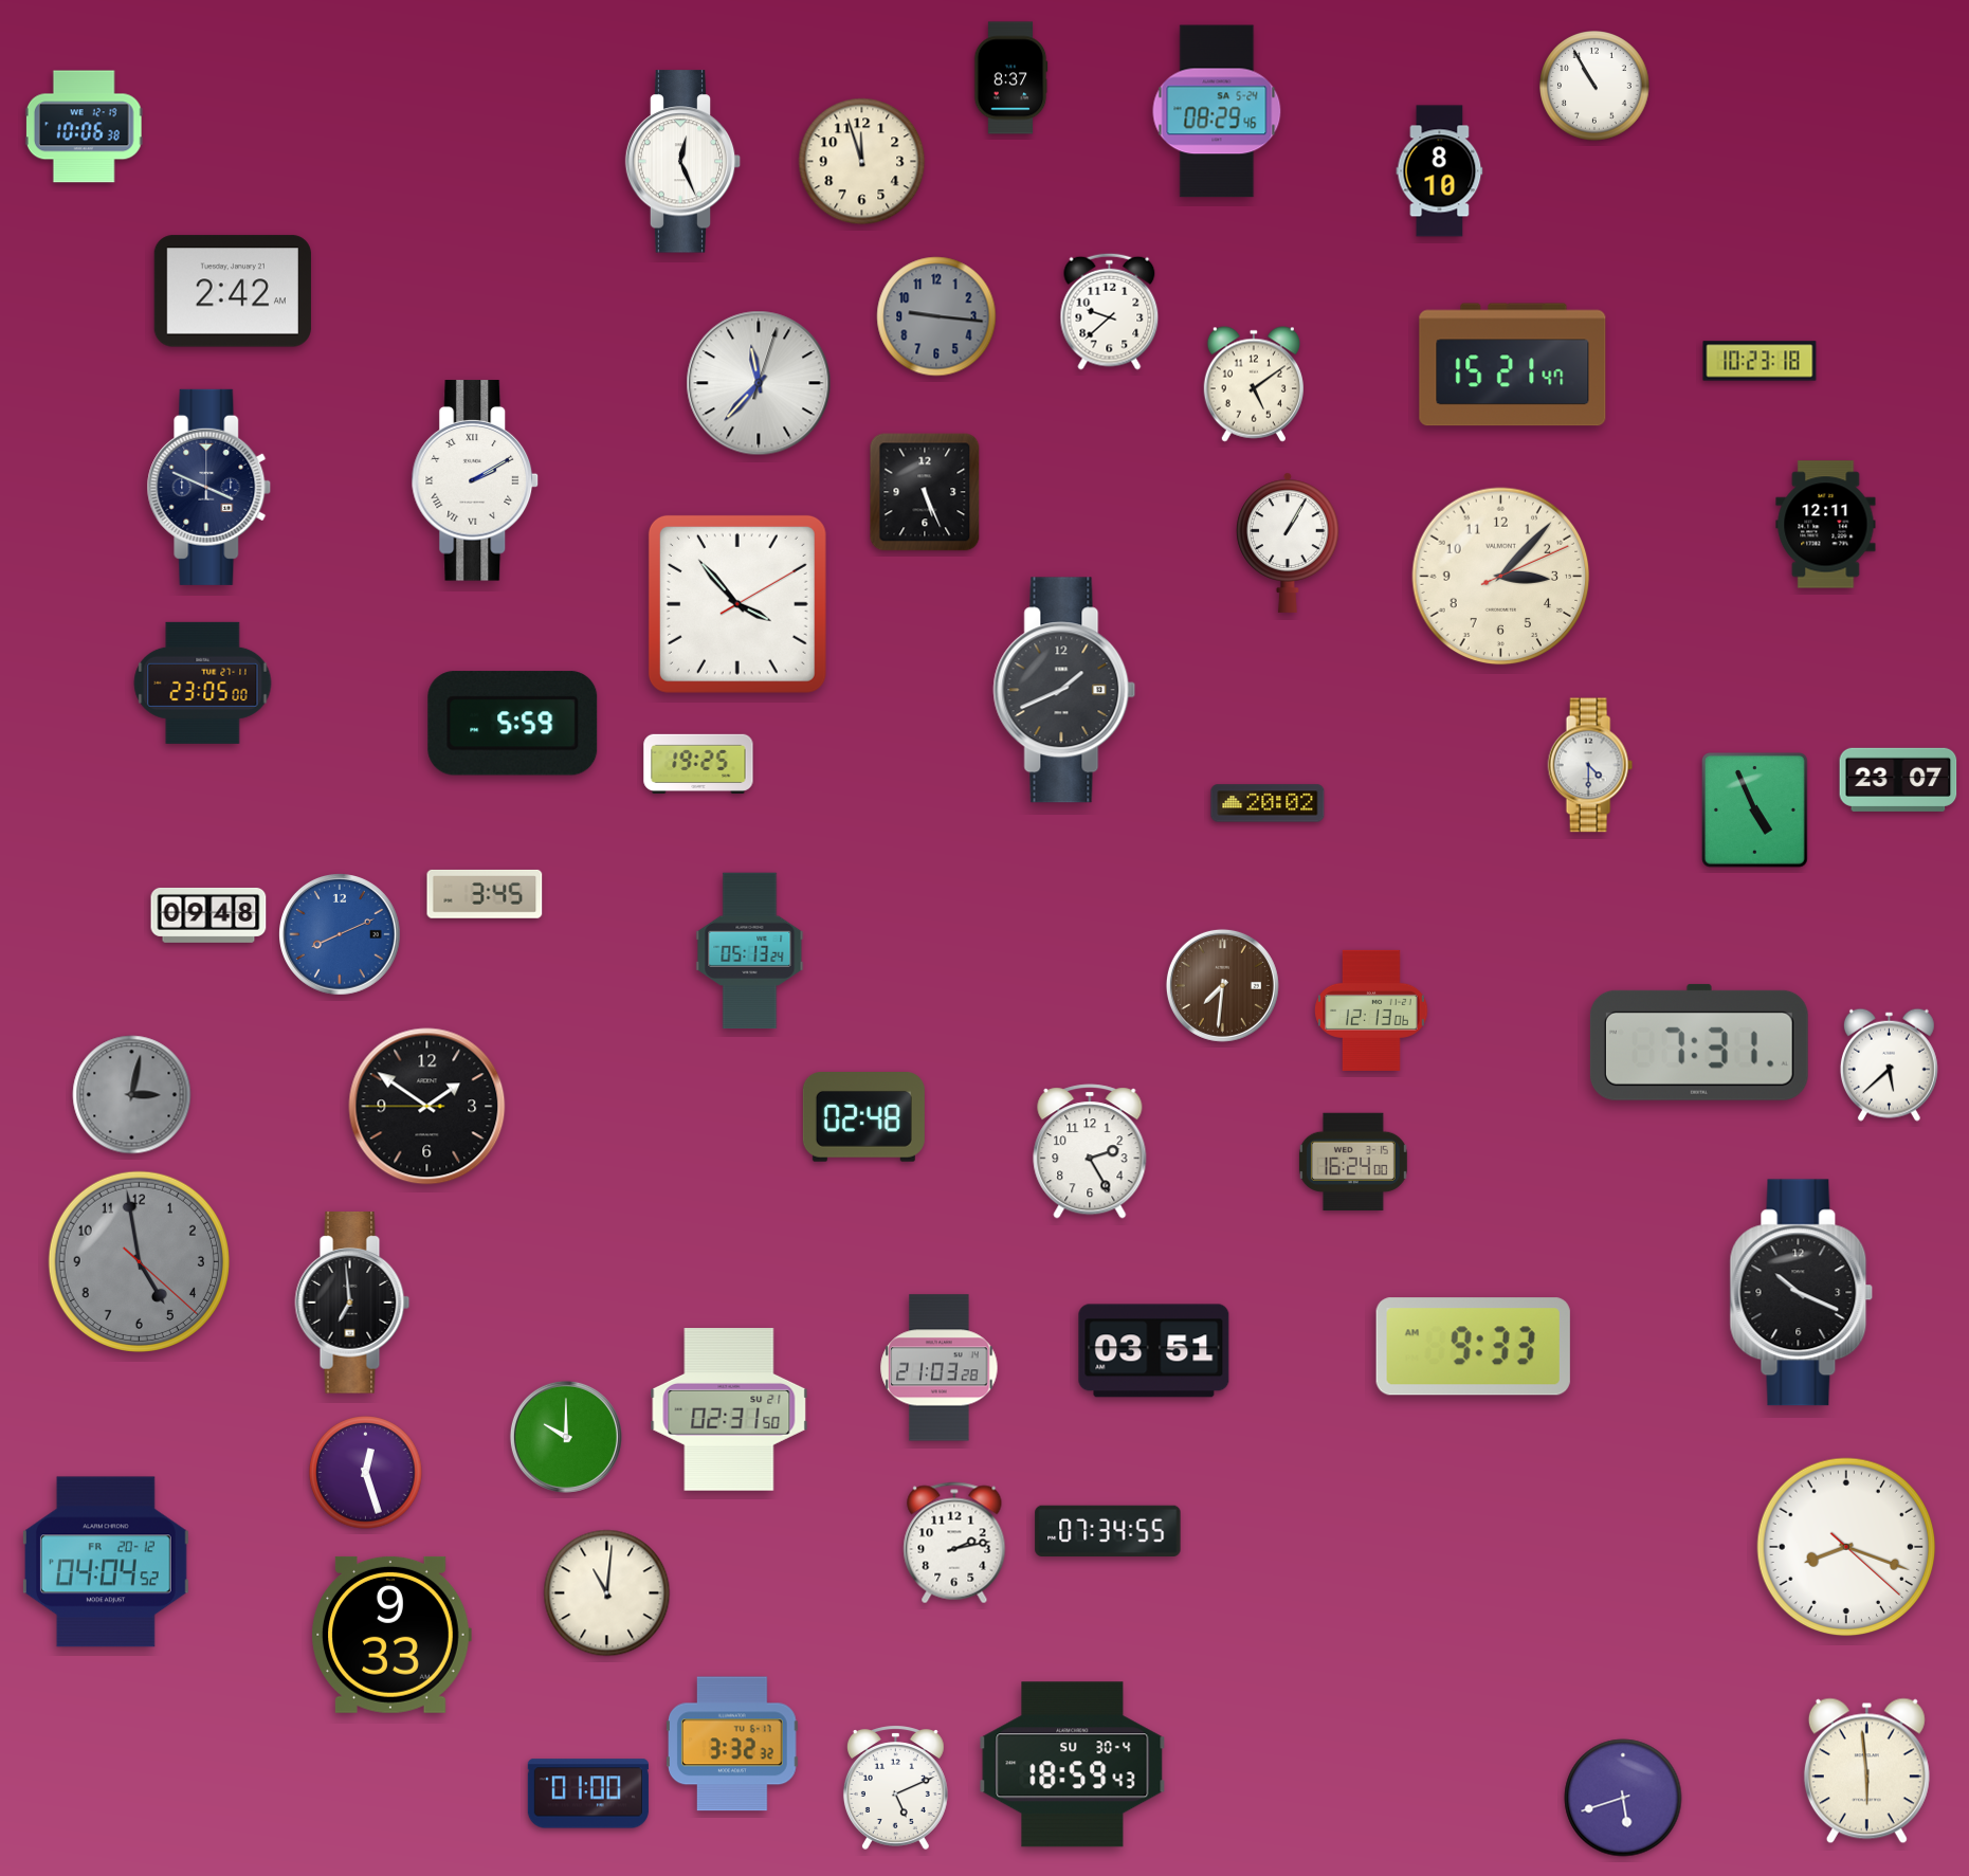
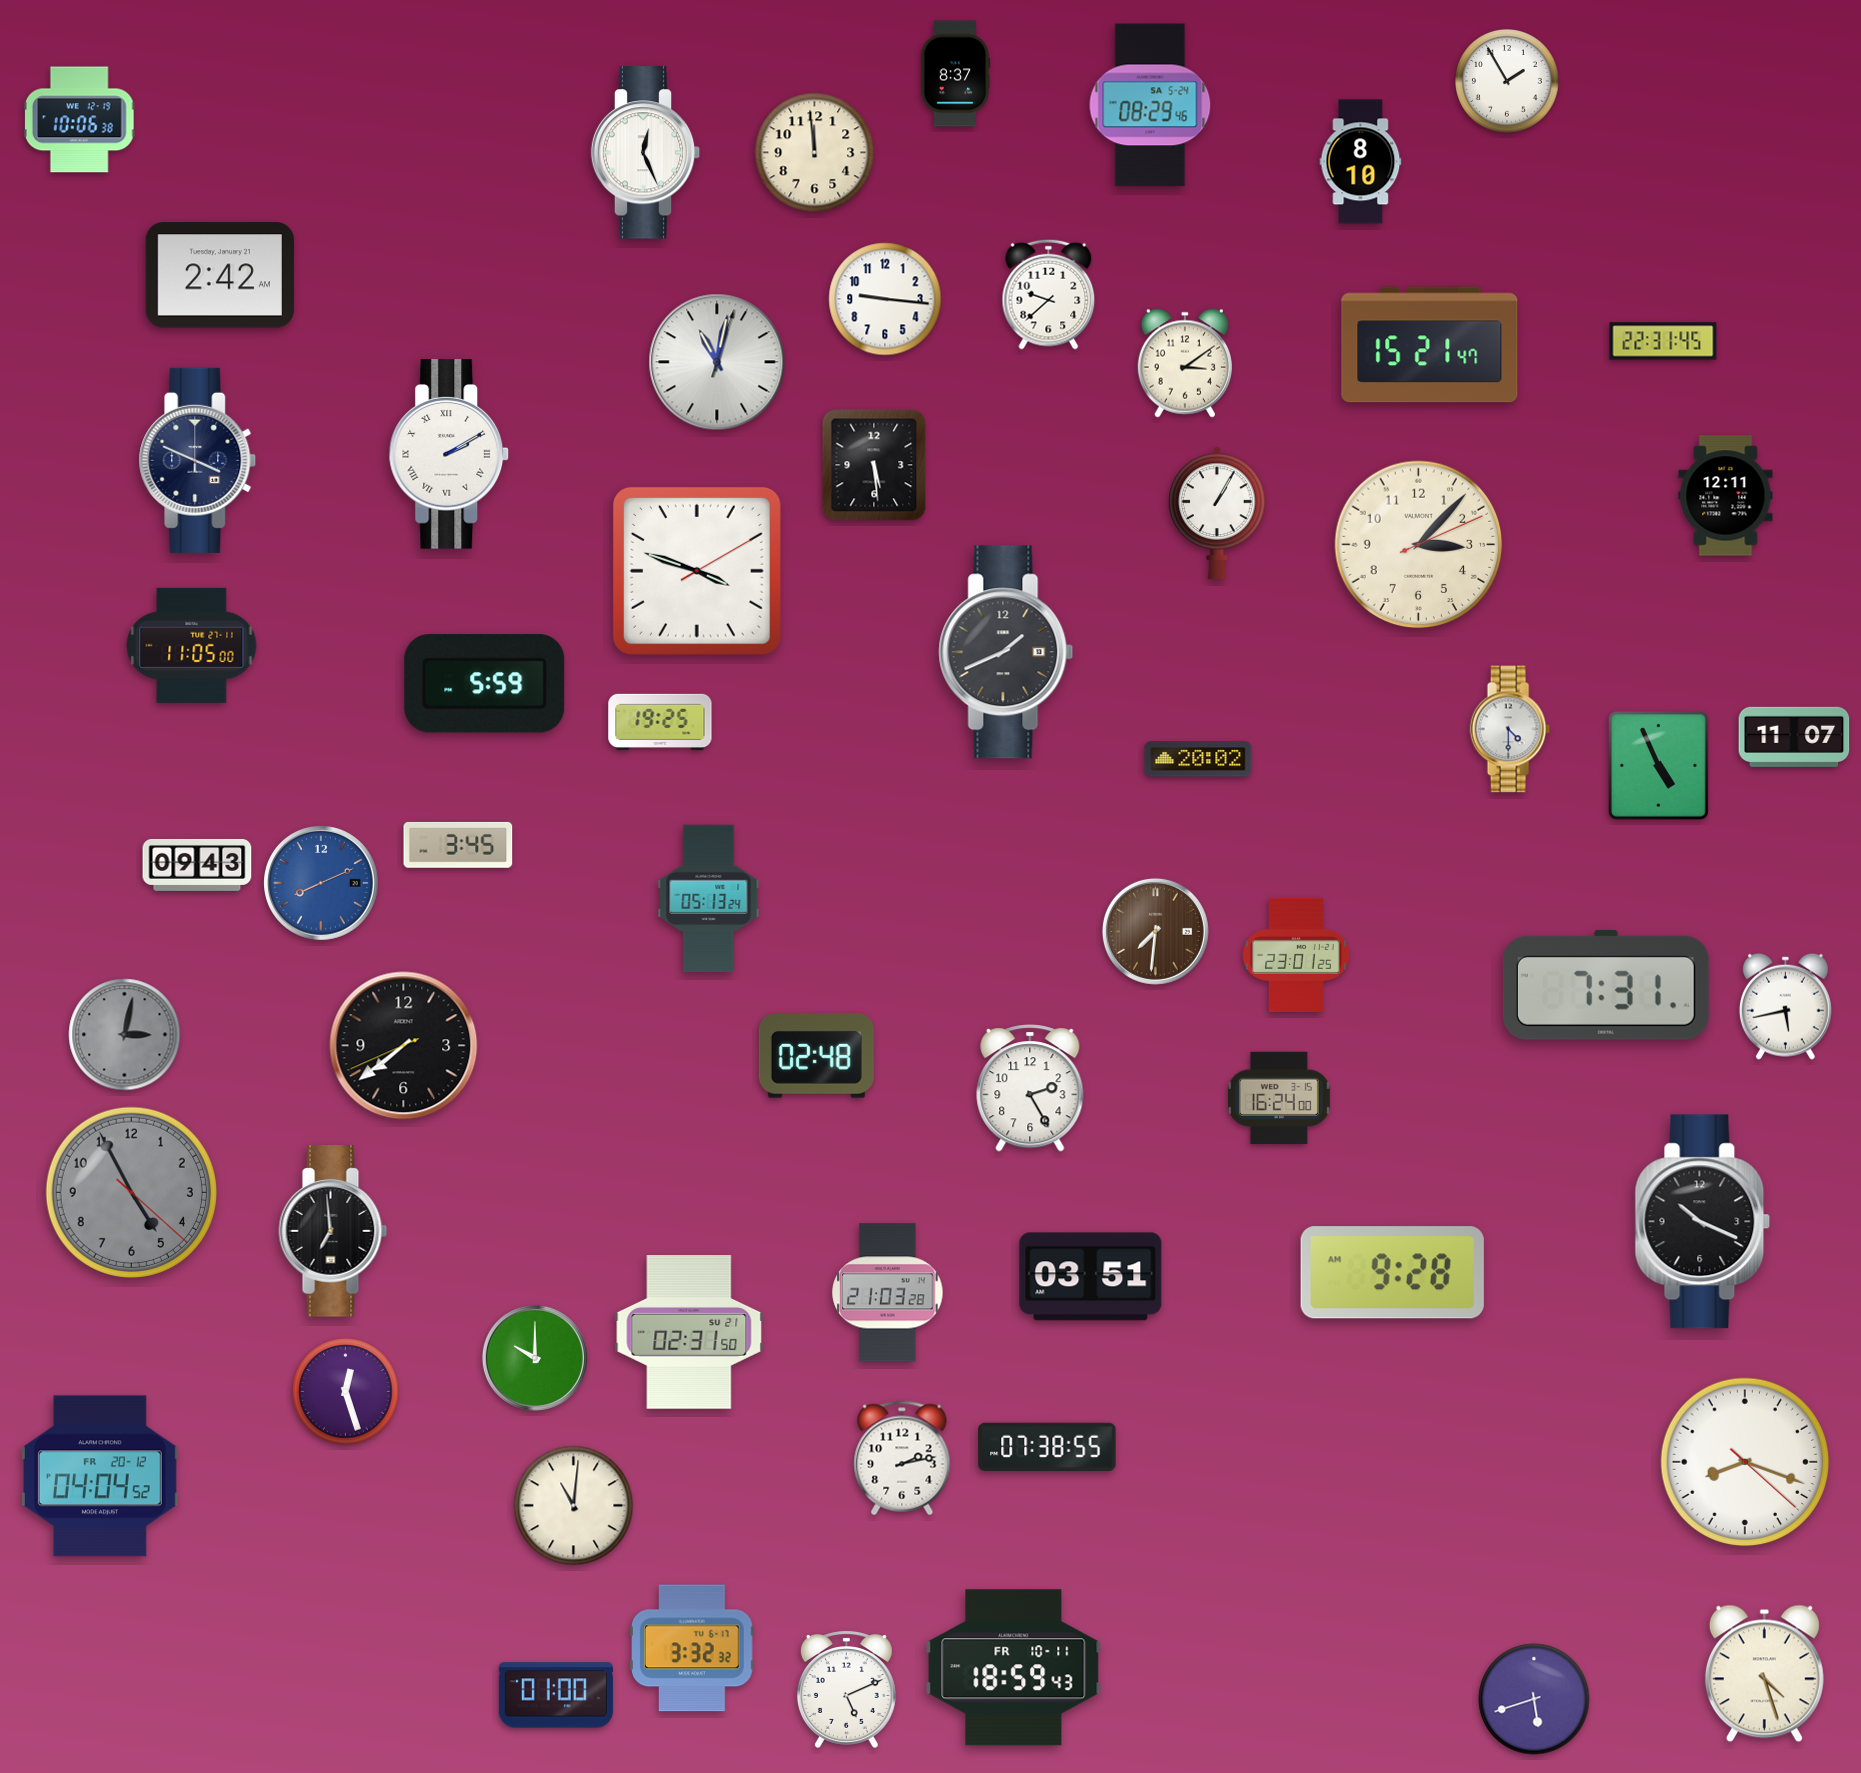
clock at (1596, 87): 10:55 -> 1:55
clock at (862, 162): 11:57 -> 11:59
clock at (936, 316) dial: grey -> white
clock at (1760, 361): 10:23 -> 22:31
clock at (759, 383): 11:37 -> 11:02
clock at (1254, 384): 5:09 -> 3:09
clock at (925, 492): 5:26 -> 5:29
clock at (737, 604): 3:53 -> 3:48
clock at (203, 682): 23:05 -> 11:05
clock at (1590, 765) position: (1590, 765) -> (1510, 729)
clock at (1898, 780): 23:07 -> 11:07
clock at (208, 915): 09:48 -> 09:43
clock at (1371, 1010): 12:13 -> 23:01
clock at (1889, 1064): 5:38 -> 5:43
clock at (427, 1107): 1:50 -> 7:38
clock at (139, 1261): 4:58 -> 4:55
clock at (1473, 1347): 9:33 -> 9:28
clock at (1108, 1530): 07:34 -> 07:38
clock at (391, 1635): 9:33 -> none
clock at (1073, 1765) date: SU 30-4 -> FR 10-11
clock at (1866, 1771): 5:59 -> 4:27
